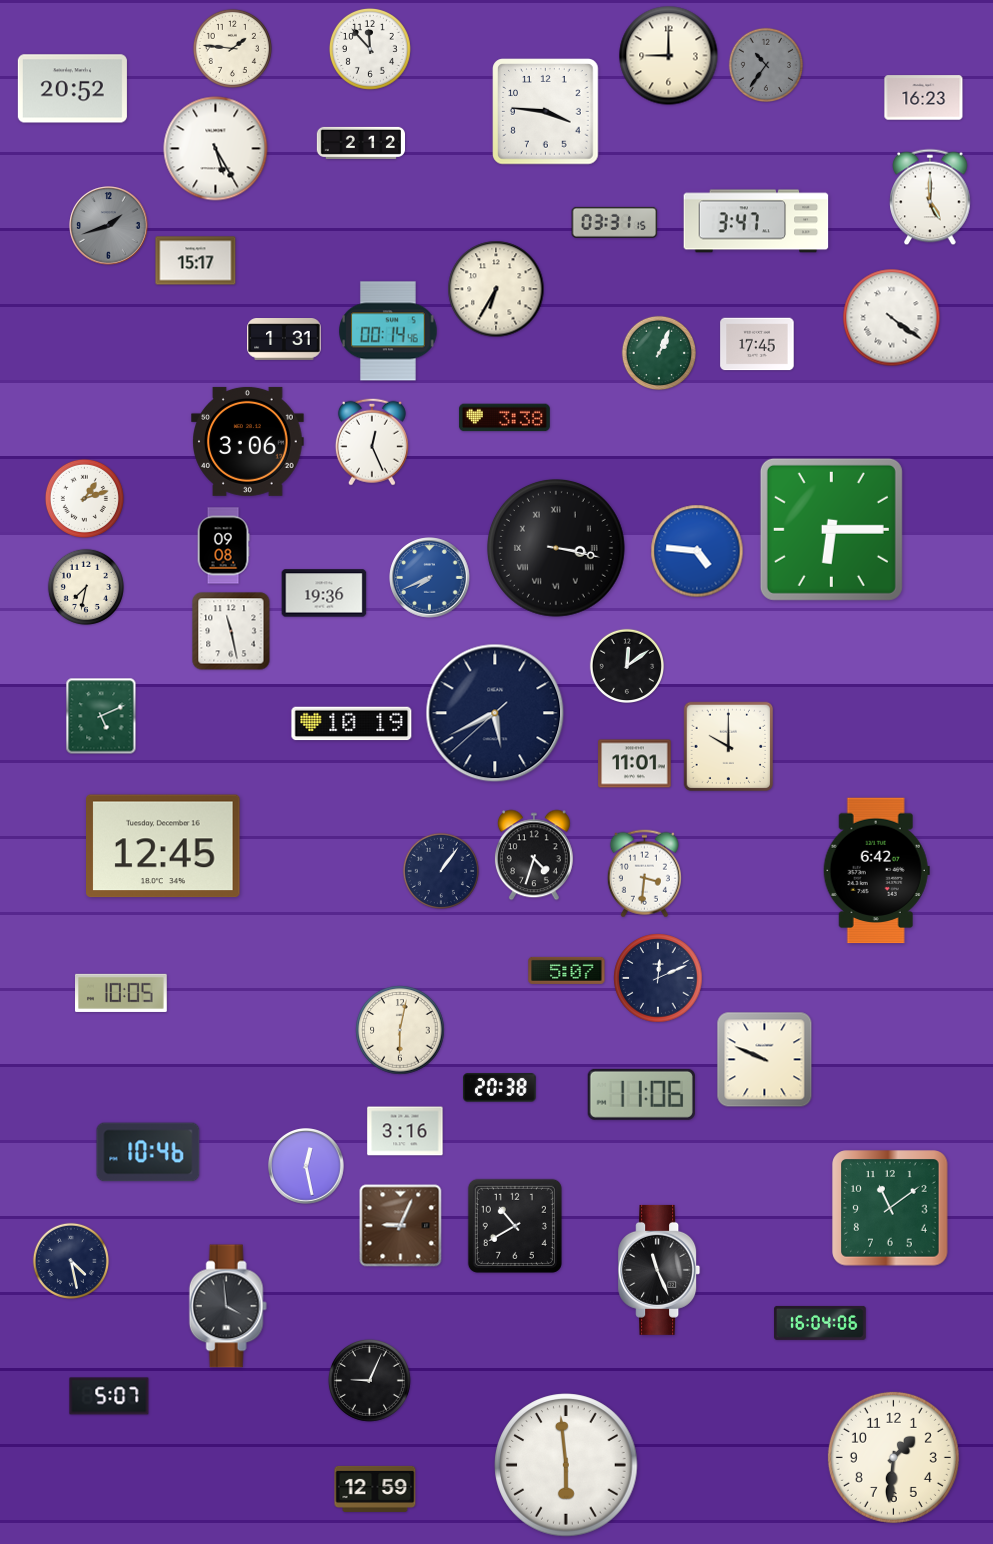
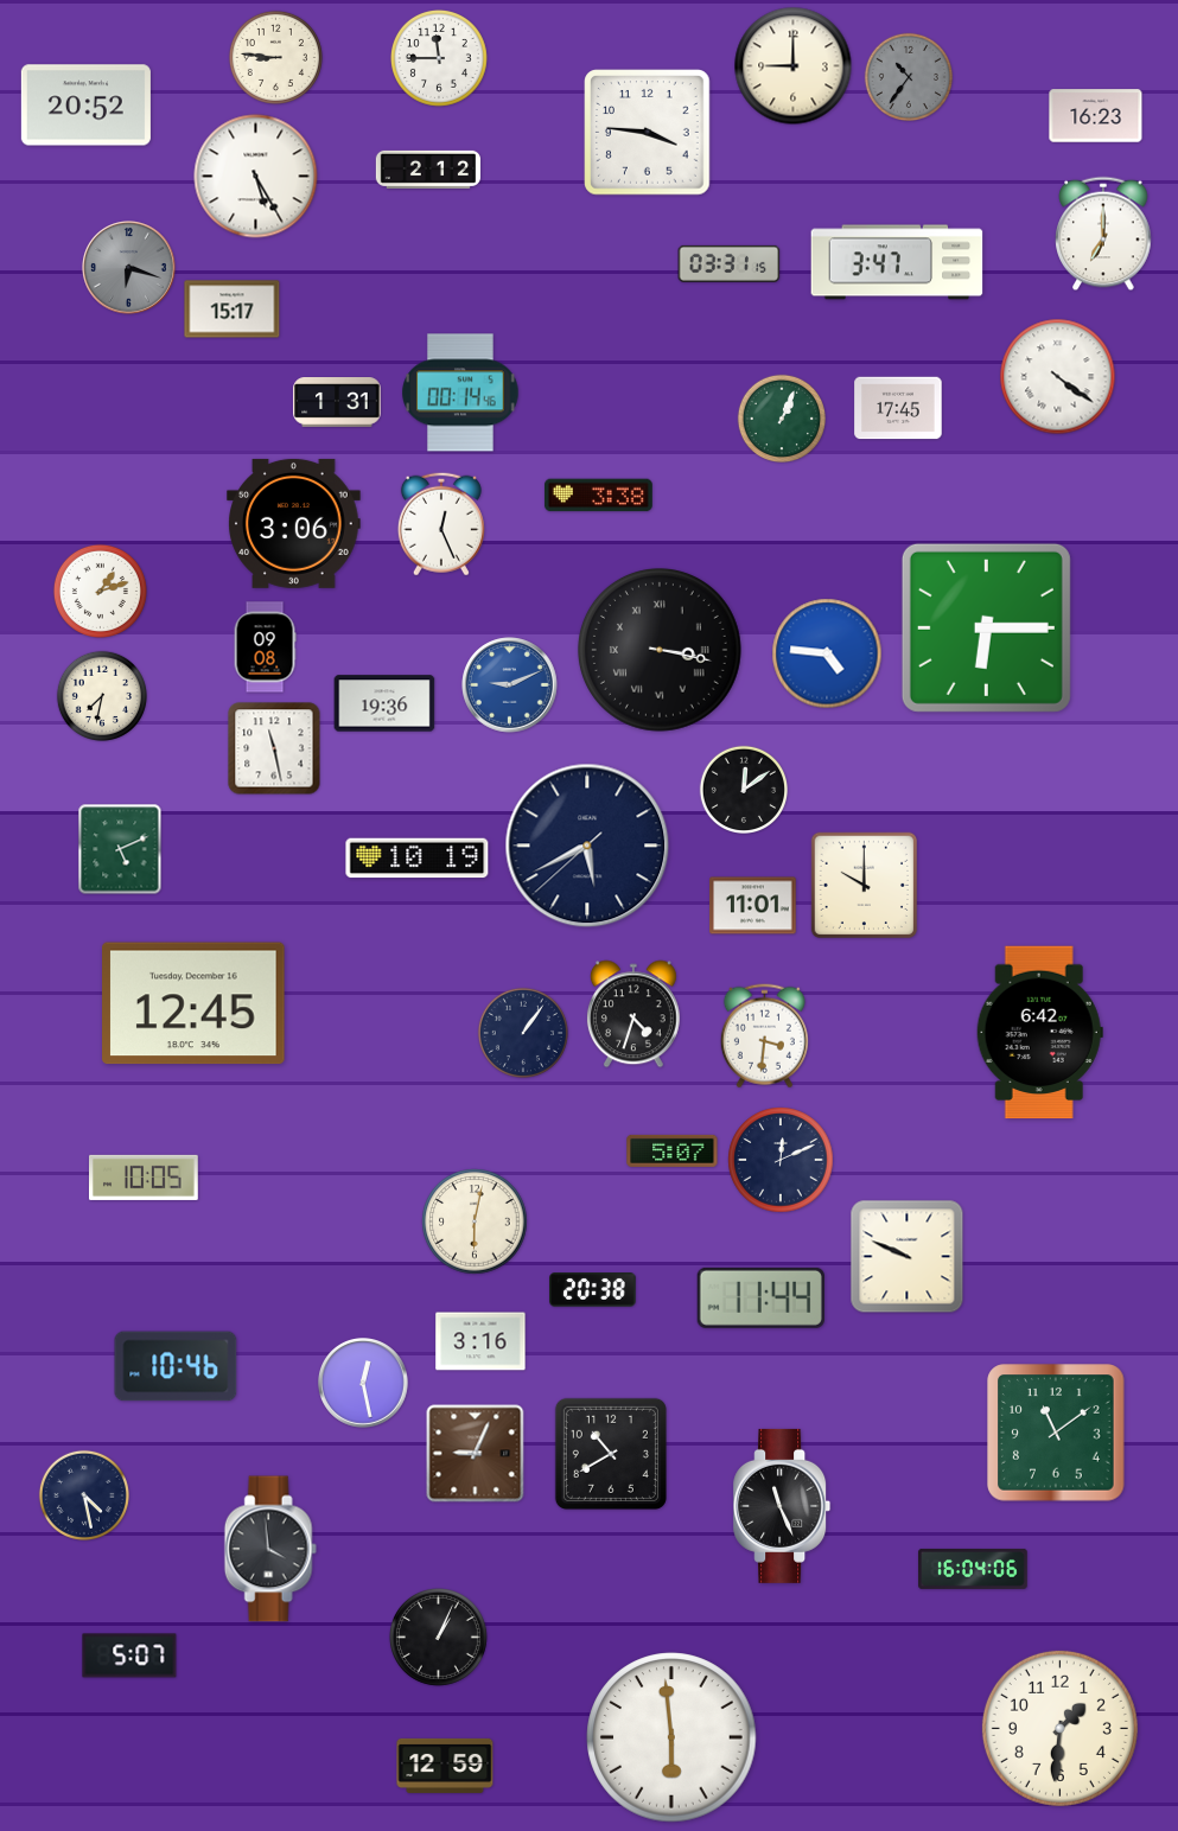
clock at (232, 48): 1:46 -> 8:46
clock at (370, 49): 11:53 -> 11:45
clock at (930, 197): 5:00 -> 7:00
clock at (109, 226): 1:42 -> 6:18
clock at (496, 289): 6:35 -> none
clock at (430, 578): 7:41 -> 9:11
clock at (641, 1094): 11:06 -> 11:44
clock at (369, 1380): 9:04 -> 1:04
